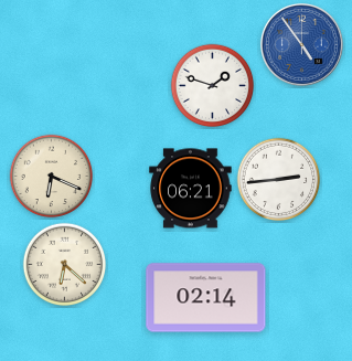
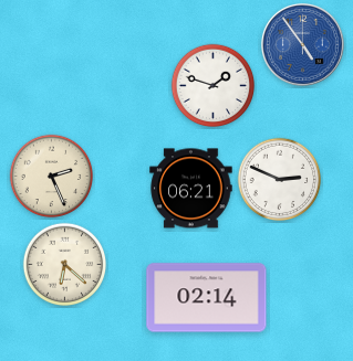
clock at (52, 177): 6:19 -> 2:26
clock at (279, 180): 2:44 -> 2:49
